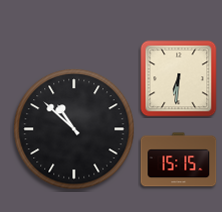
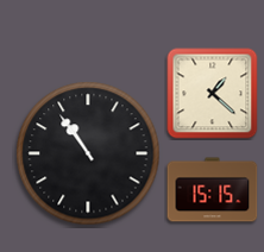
clock at (179, 79): 6:31 -> 1:22
clock at (74, 129): 10:52 -> 10:54
